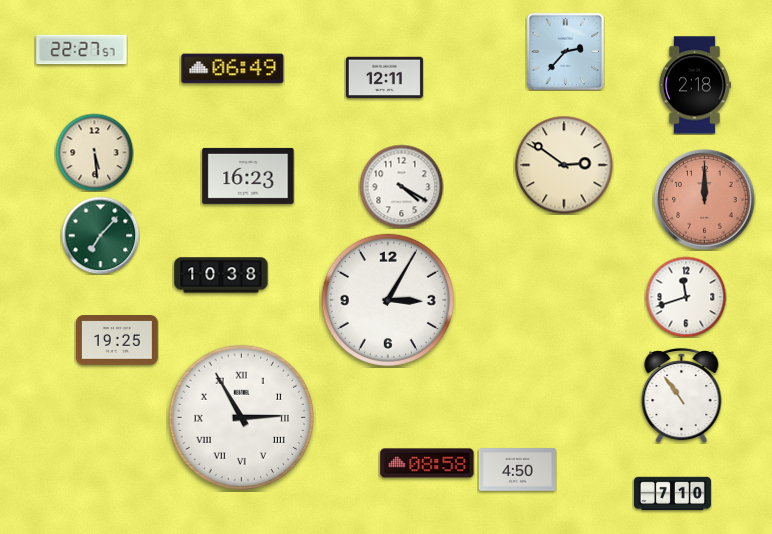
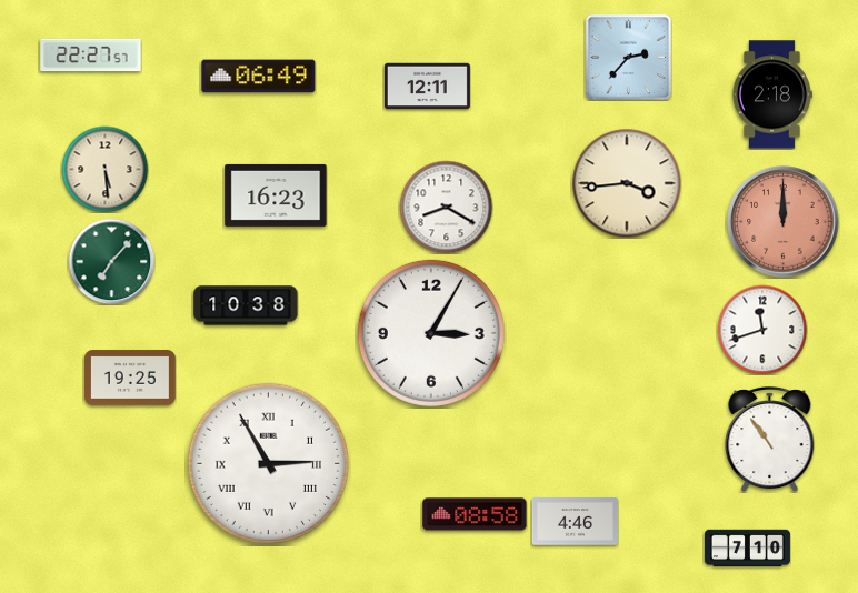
clock at (564, 165): 2:51 -> 3:44
clock at (401, 186): 4:20 -> 8:20
clock at (682, 395) position: (682, 395) -> (770, 439)
clock at (517, 470): 4:50 -> 4:46
